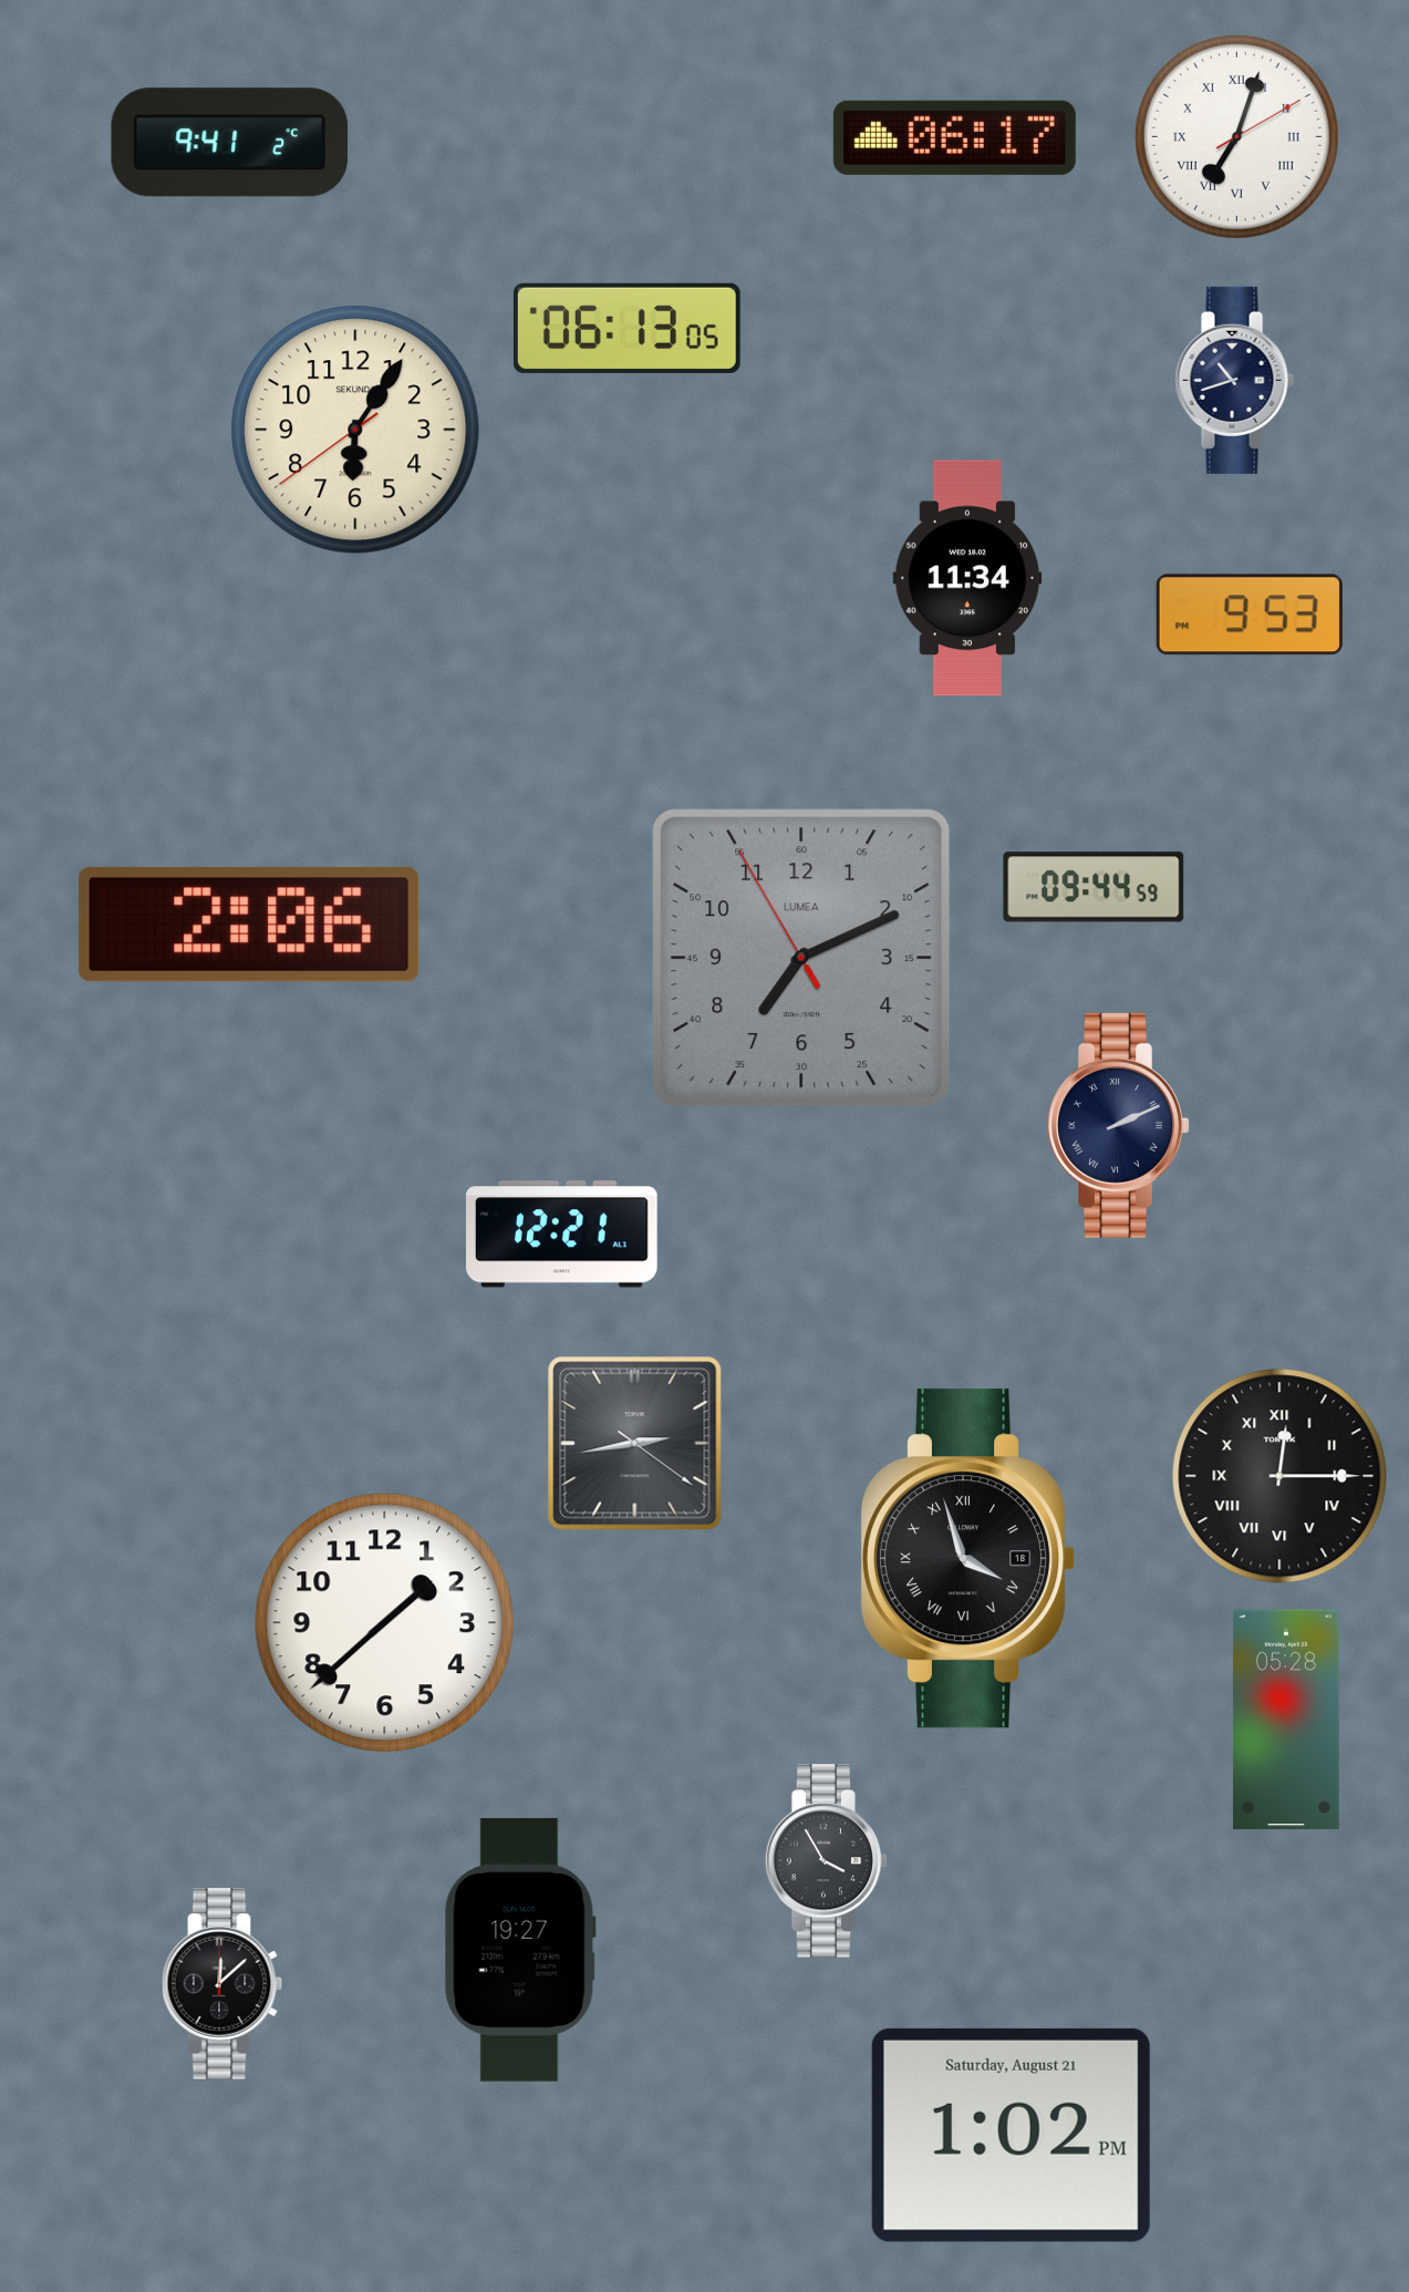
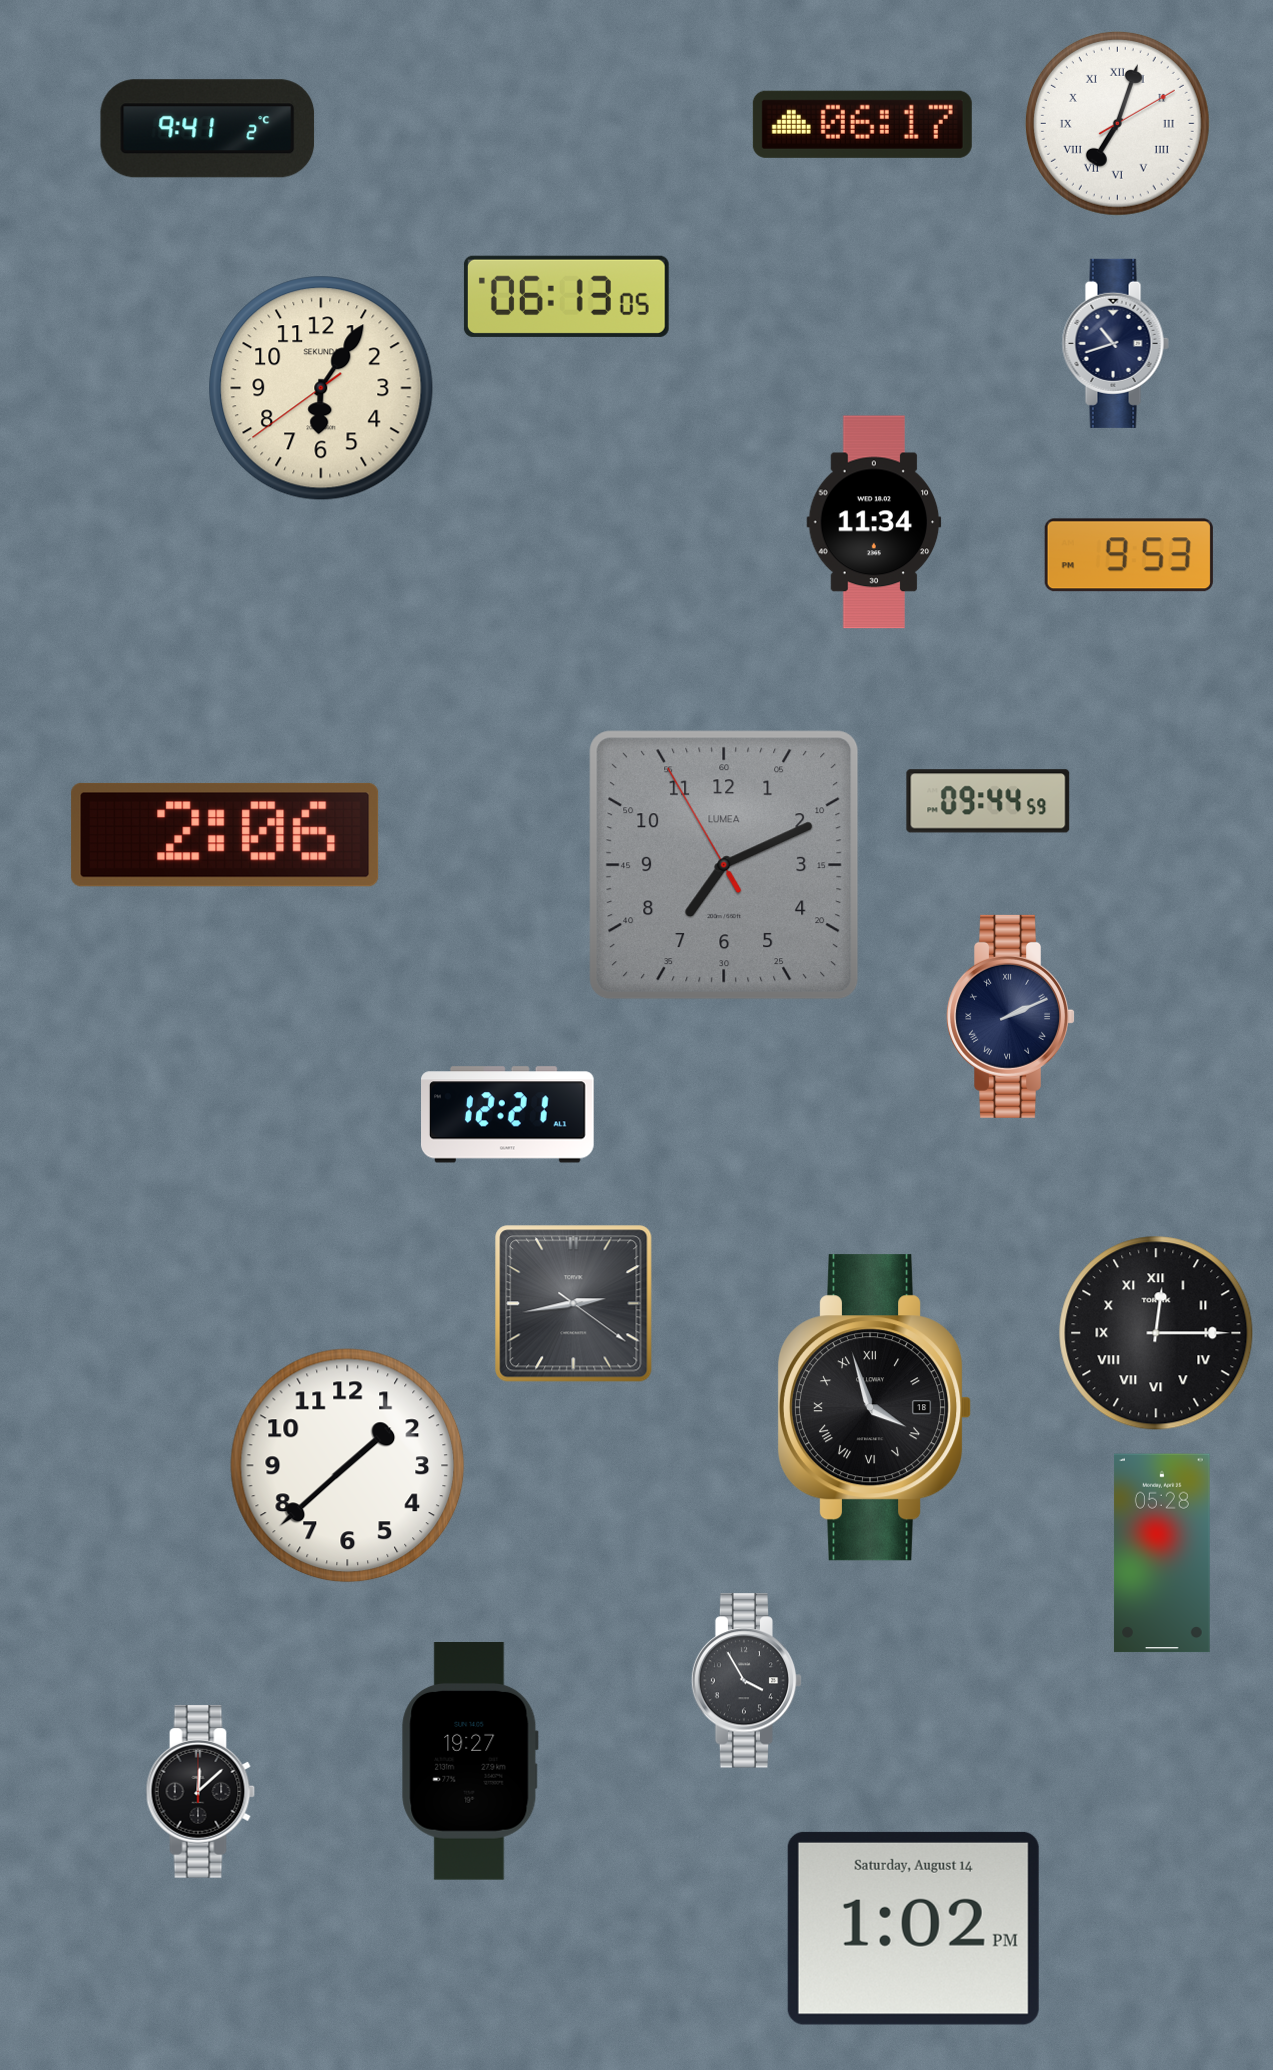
clock at (1011, 2135) date: Saturday, August 21 -> Saturday, August 14
